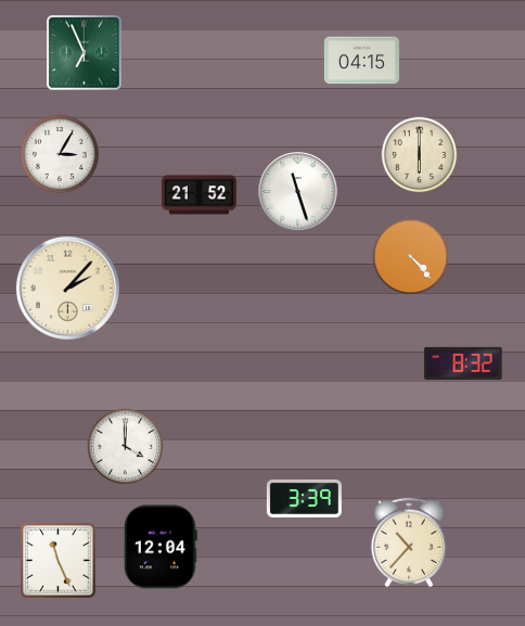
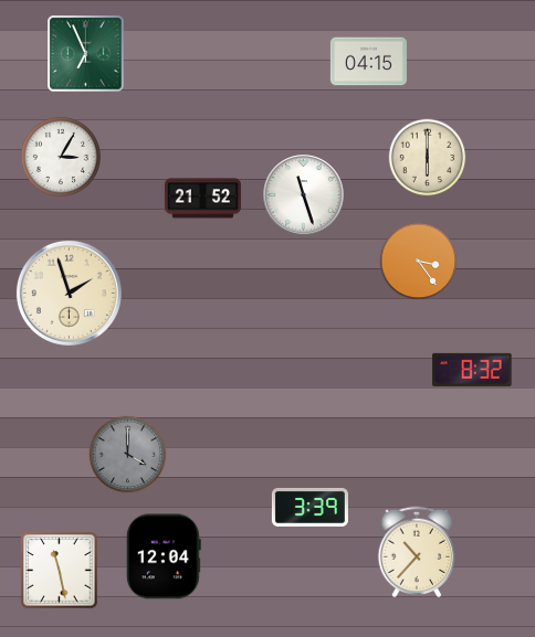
clock at (411, 257): 4:23 -> 3:24
clock at (67, 288): 2:07 -> 1:57
clock at (126, 447) dial: white -> grey
clock at (59, 561): 11:26 -> 11:28
